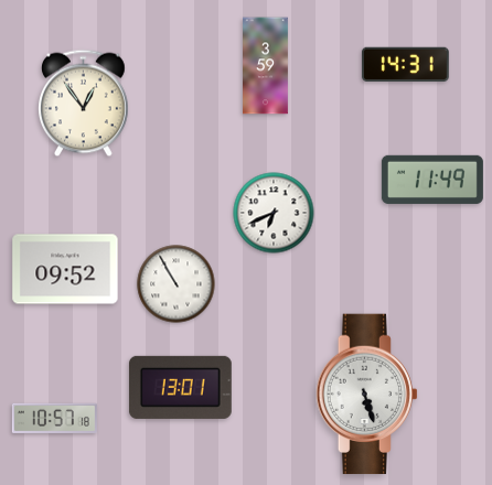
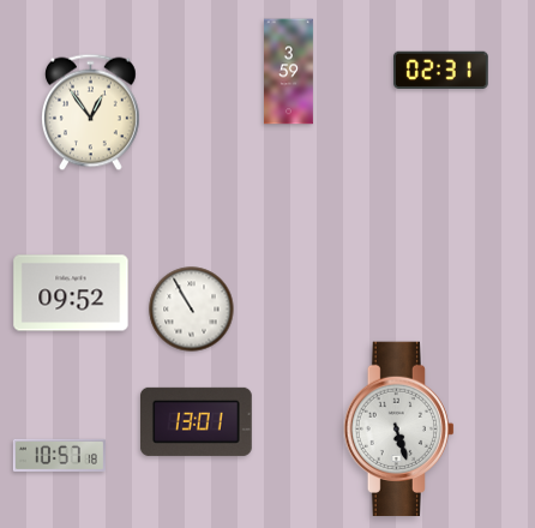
clock at (405, 64): 14:31 -> 02:31
clock at (432, 180): 11:49 -> none
clock at (274, 213): 6:41 -> none
